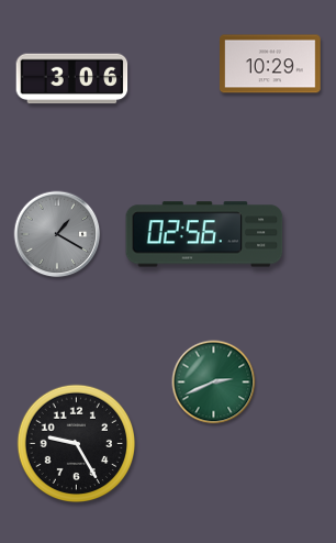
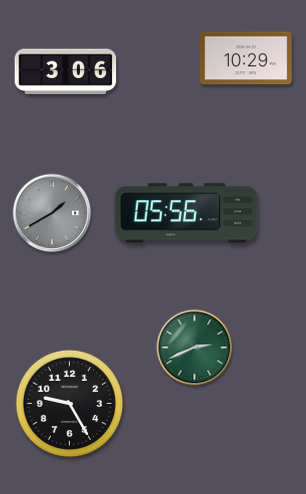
clock at (57, 234): 1:20 -> 1:40
clock at (204, 234): 02:56 -> 05:56
